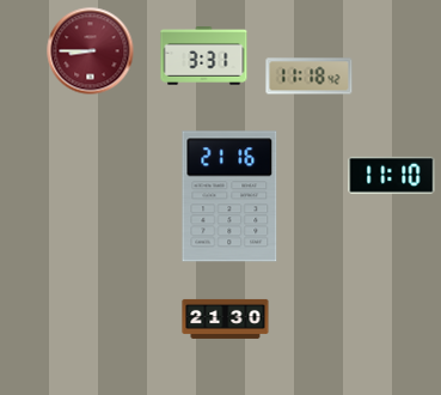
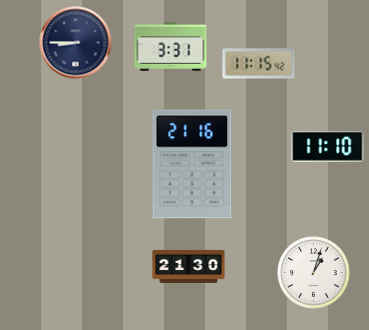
clock at (91, 51) dial: burgundy -> navy
clock at (310, 77): 11:18 -> 11:15
clock at (314, 273): none -> 1:03
